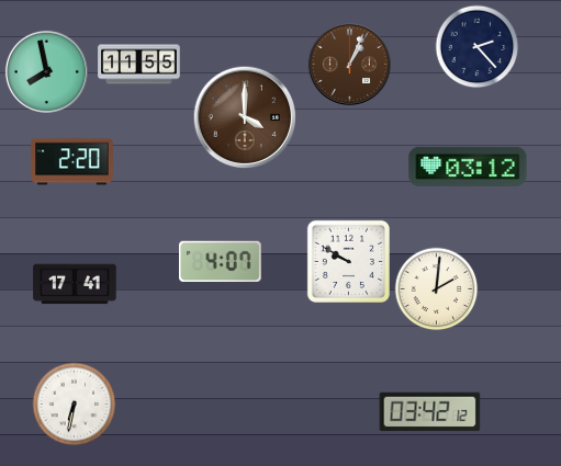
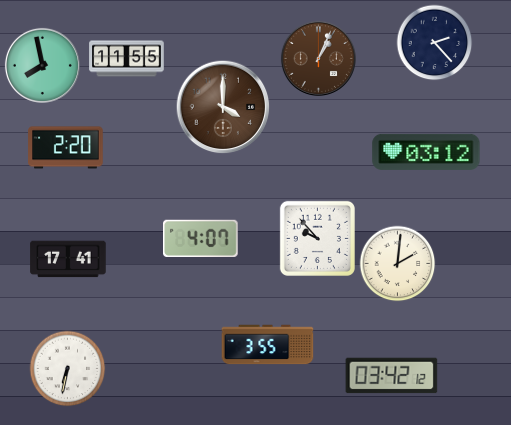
clock at (348, 261): 9:50 -> 9:53
clock at (268, 345): none -> 3:55
